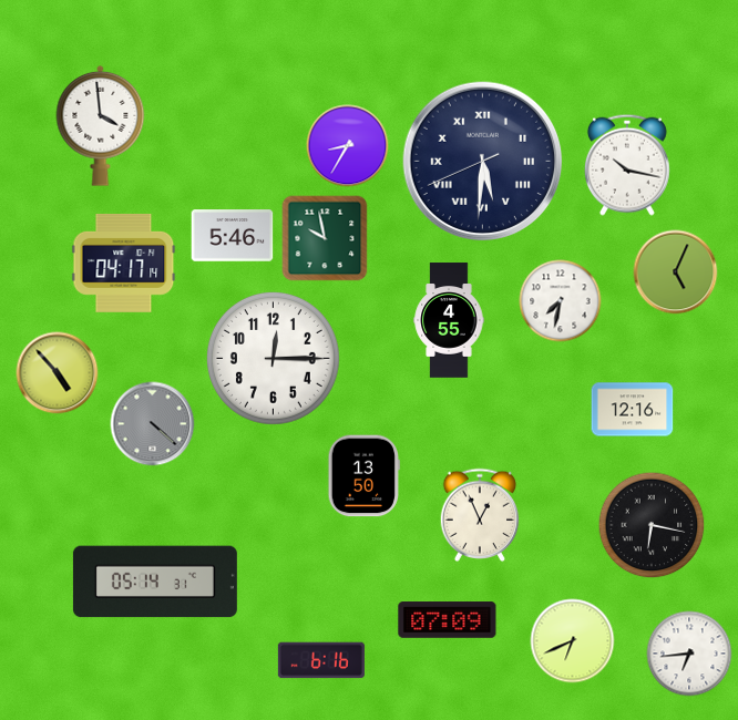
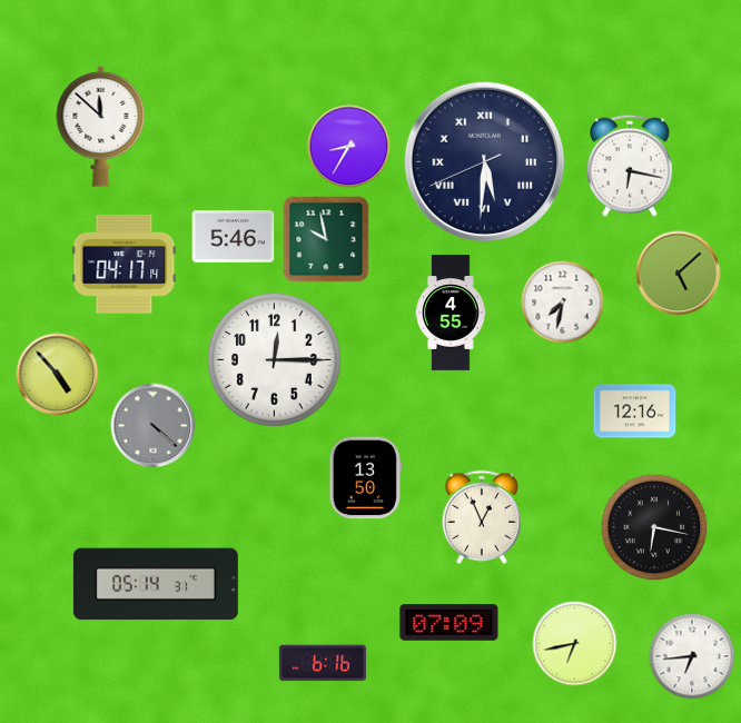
clock at (101, 125): 3:59 -> 11:52
clock at (627, 165): 10:17 -> 6:17
clock at (676, 272): 5:04 -> 5:08
clock at (449, 320) position: (449, 320) -> (451, 313)
clock at (573, 641): 6:41 -> 6:43
